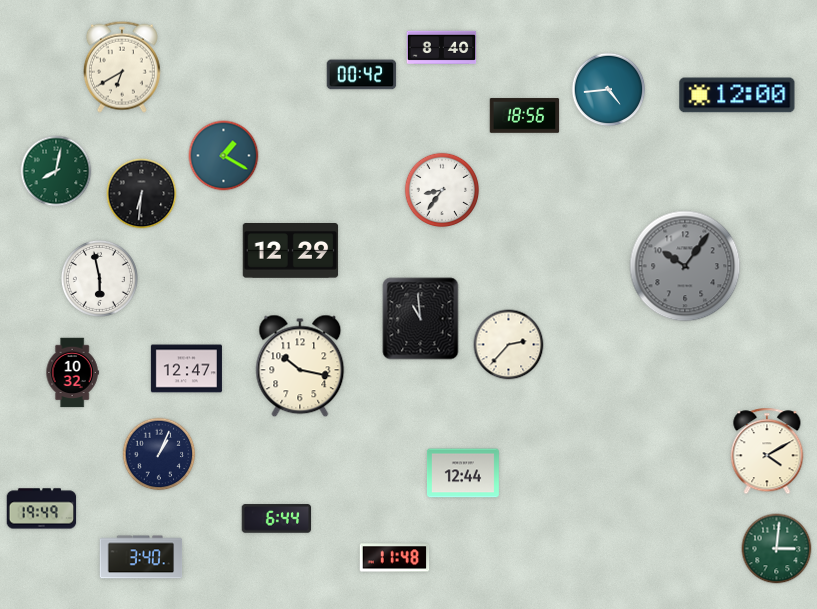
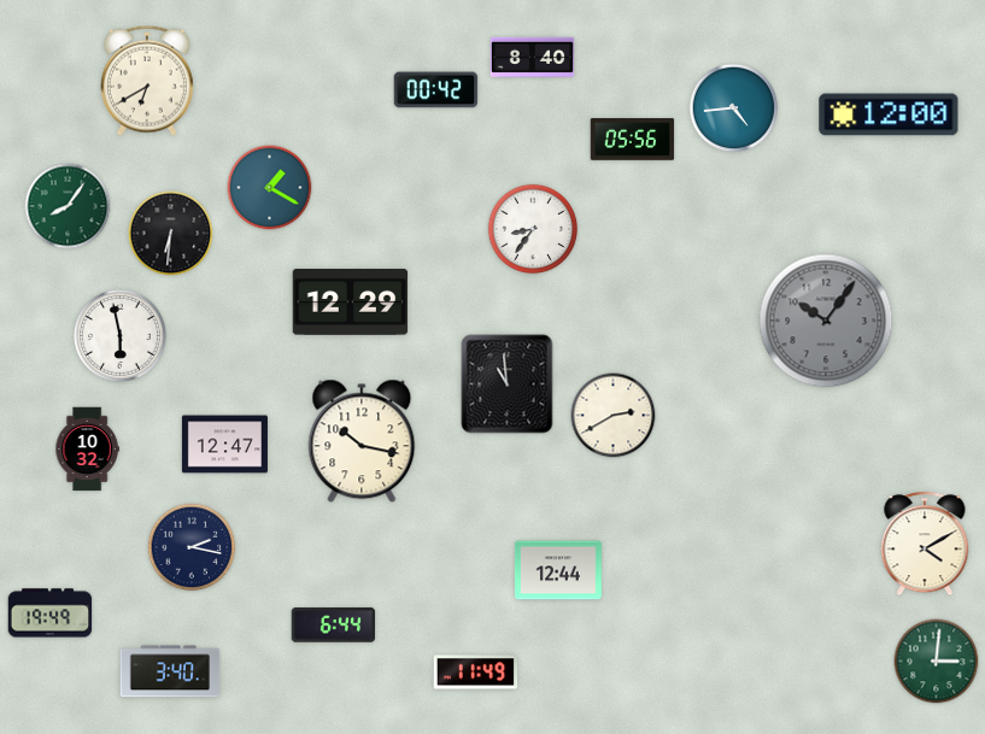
clock at (525, 116): 18:56 -> 05:56
clock at (56, 171): 8:02 -> 8:06
clock at (509, 345): 2:37 -> 2:40
clock at (159, 454): 1:04 -> 2:17
clock at (395, 558): 11:48 -> 11:49
